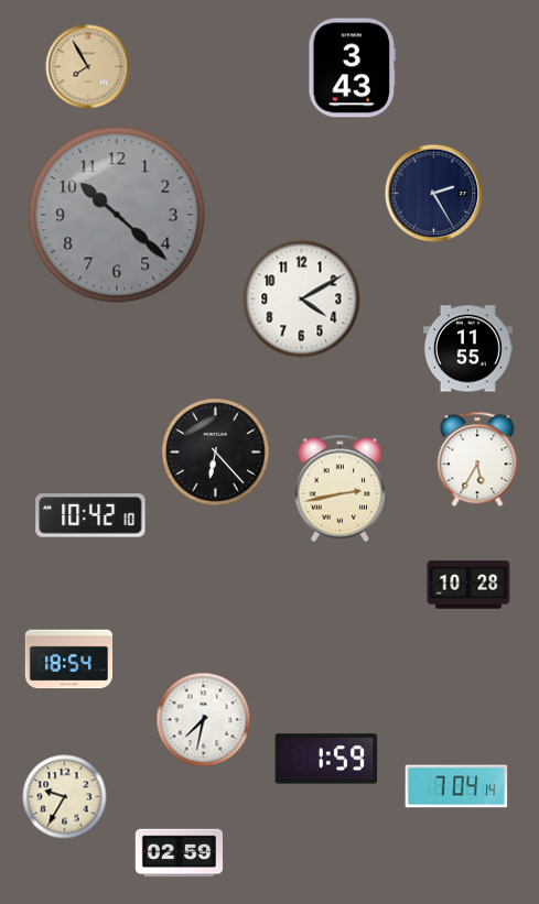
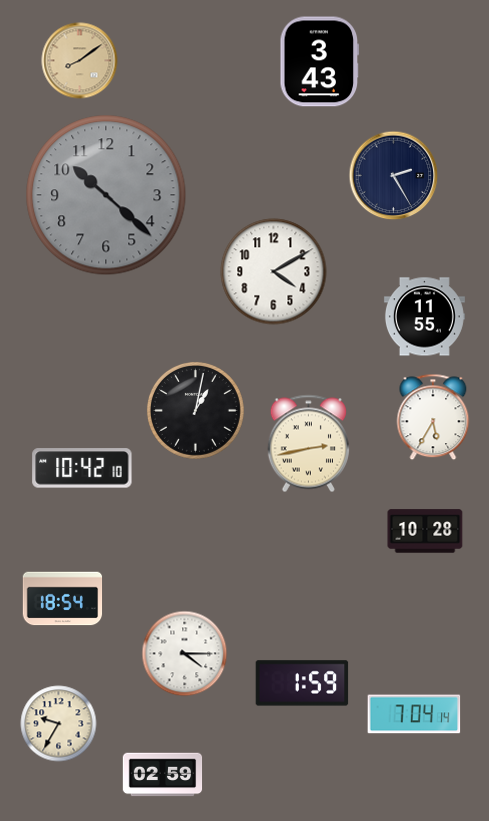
clock at (88, 67): 7:55 -> 8:09
clock at (215, 451): 6:23 -> 1:02
clock at (204, 720): 7:32 -> 4:15
clock at (326, 759) position: (326, 759) -> (302, 683)
